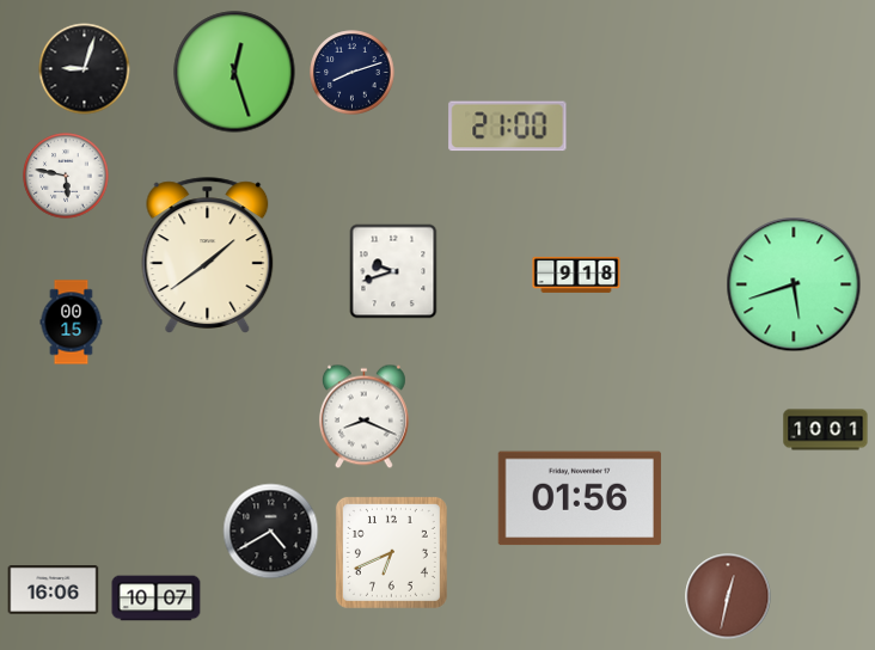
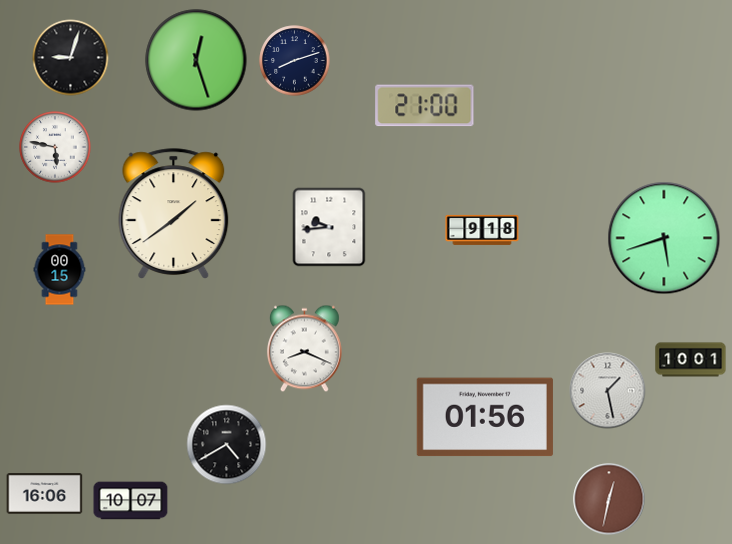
clock at (393, 271): 9:42 -> 9:44
clock at (608, 391): none -> 1:28
clock at (391, 552): 6:41 -> none
